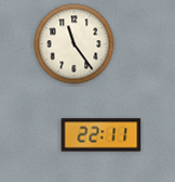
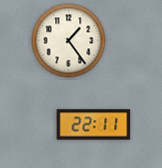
clock at (75, 44): 11:24 -> 1:24
